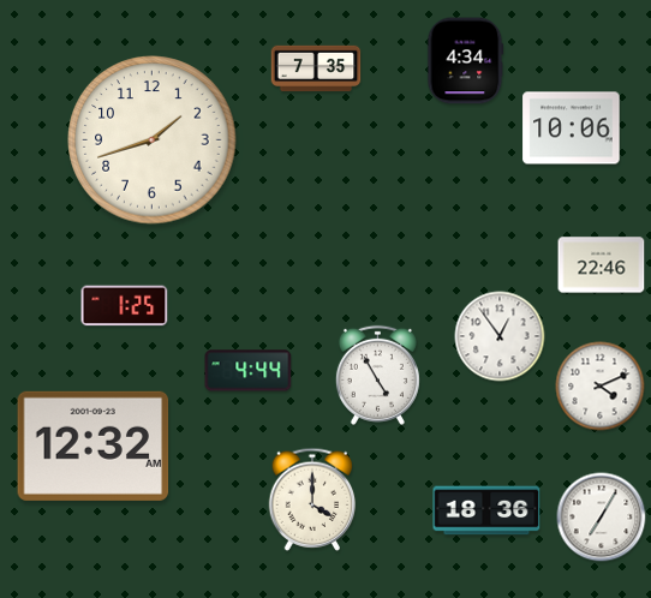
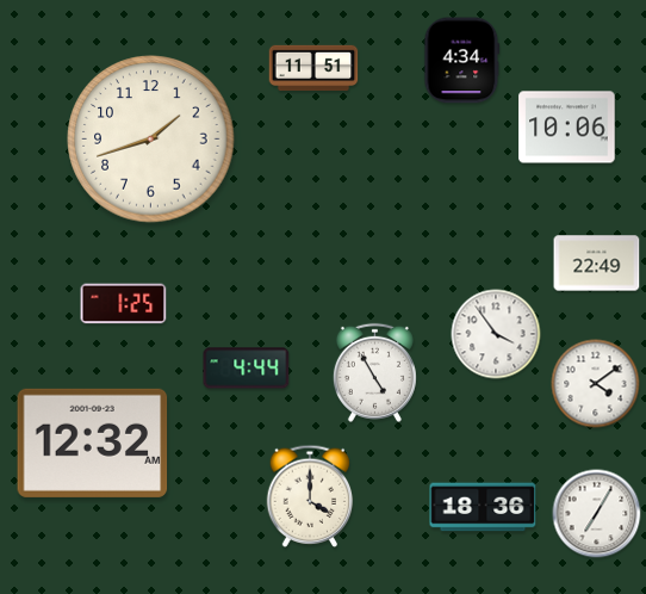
clock at (316, 68): 7:35 -> 11:51
clock at (602, 265): 22:46 -> 22:49
clock at (500, 336): 12:54 -> 3:54
clock at (601, 387): 4:11 -> 4:09
